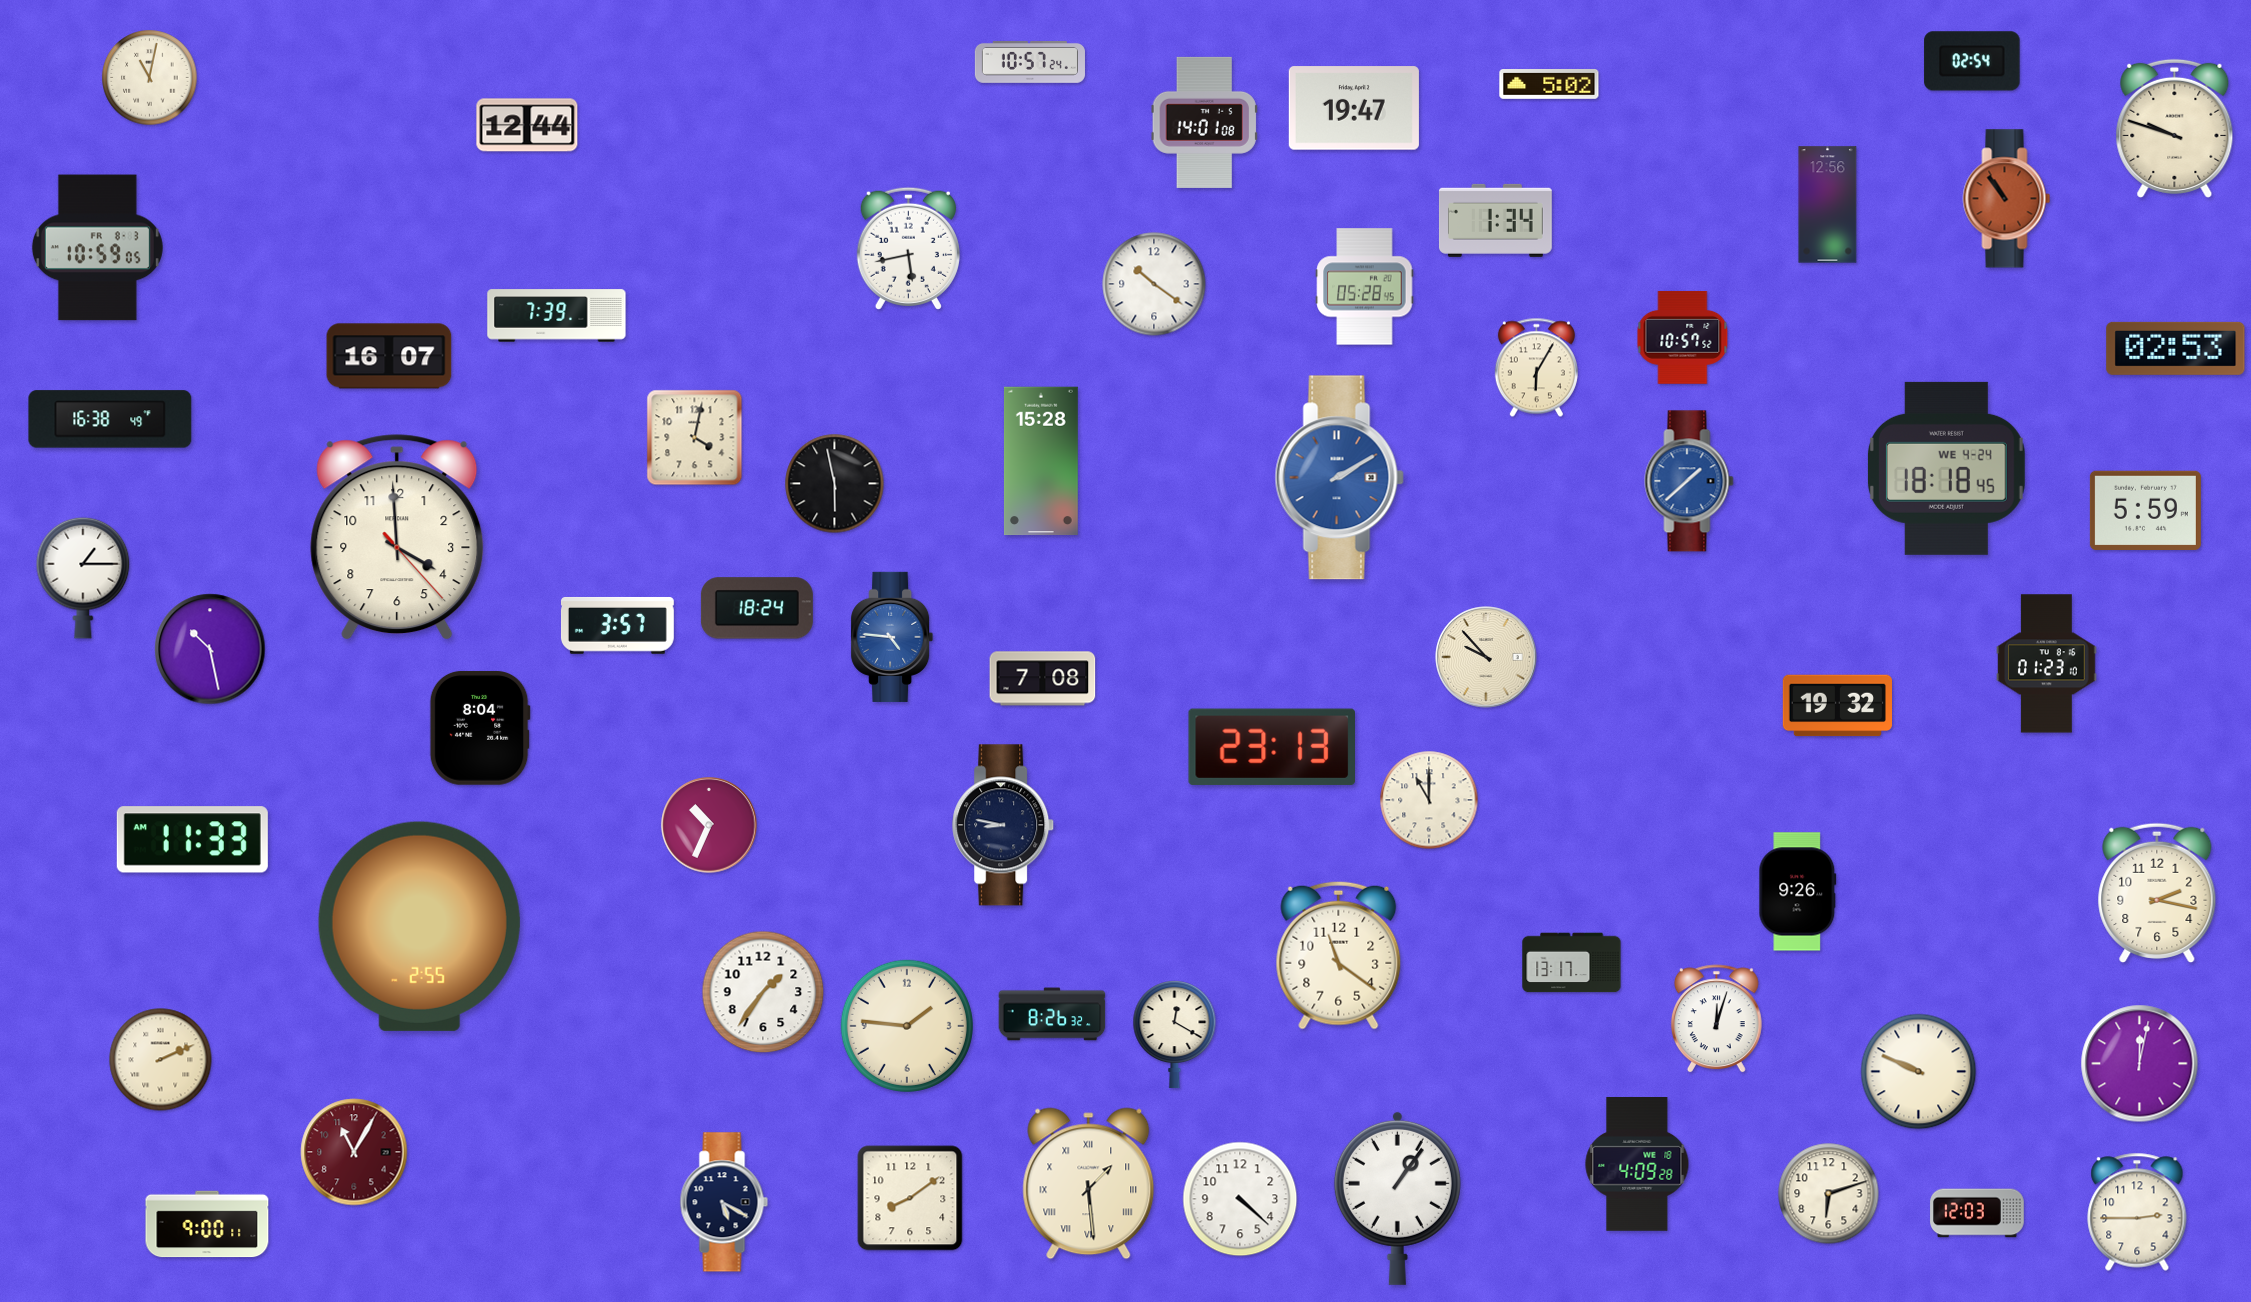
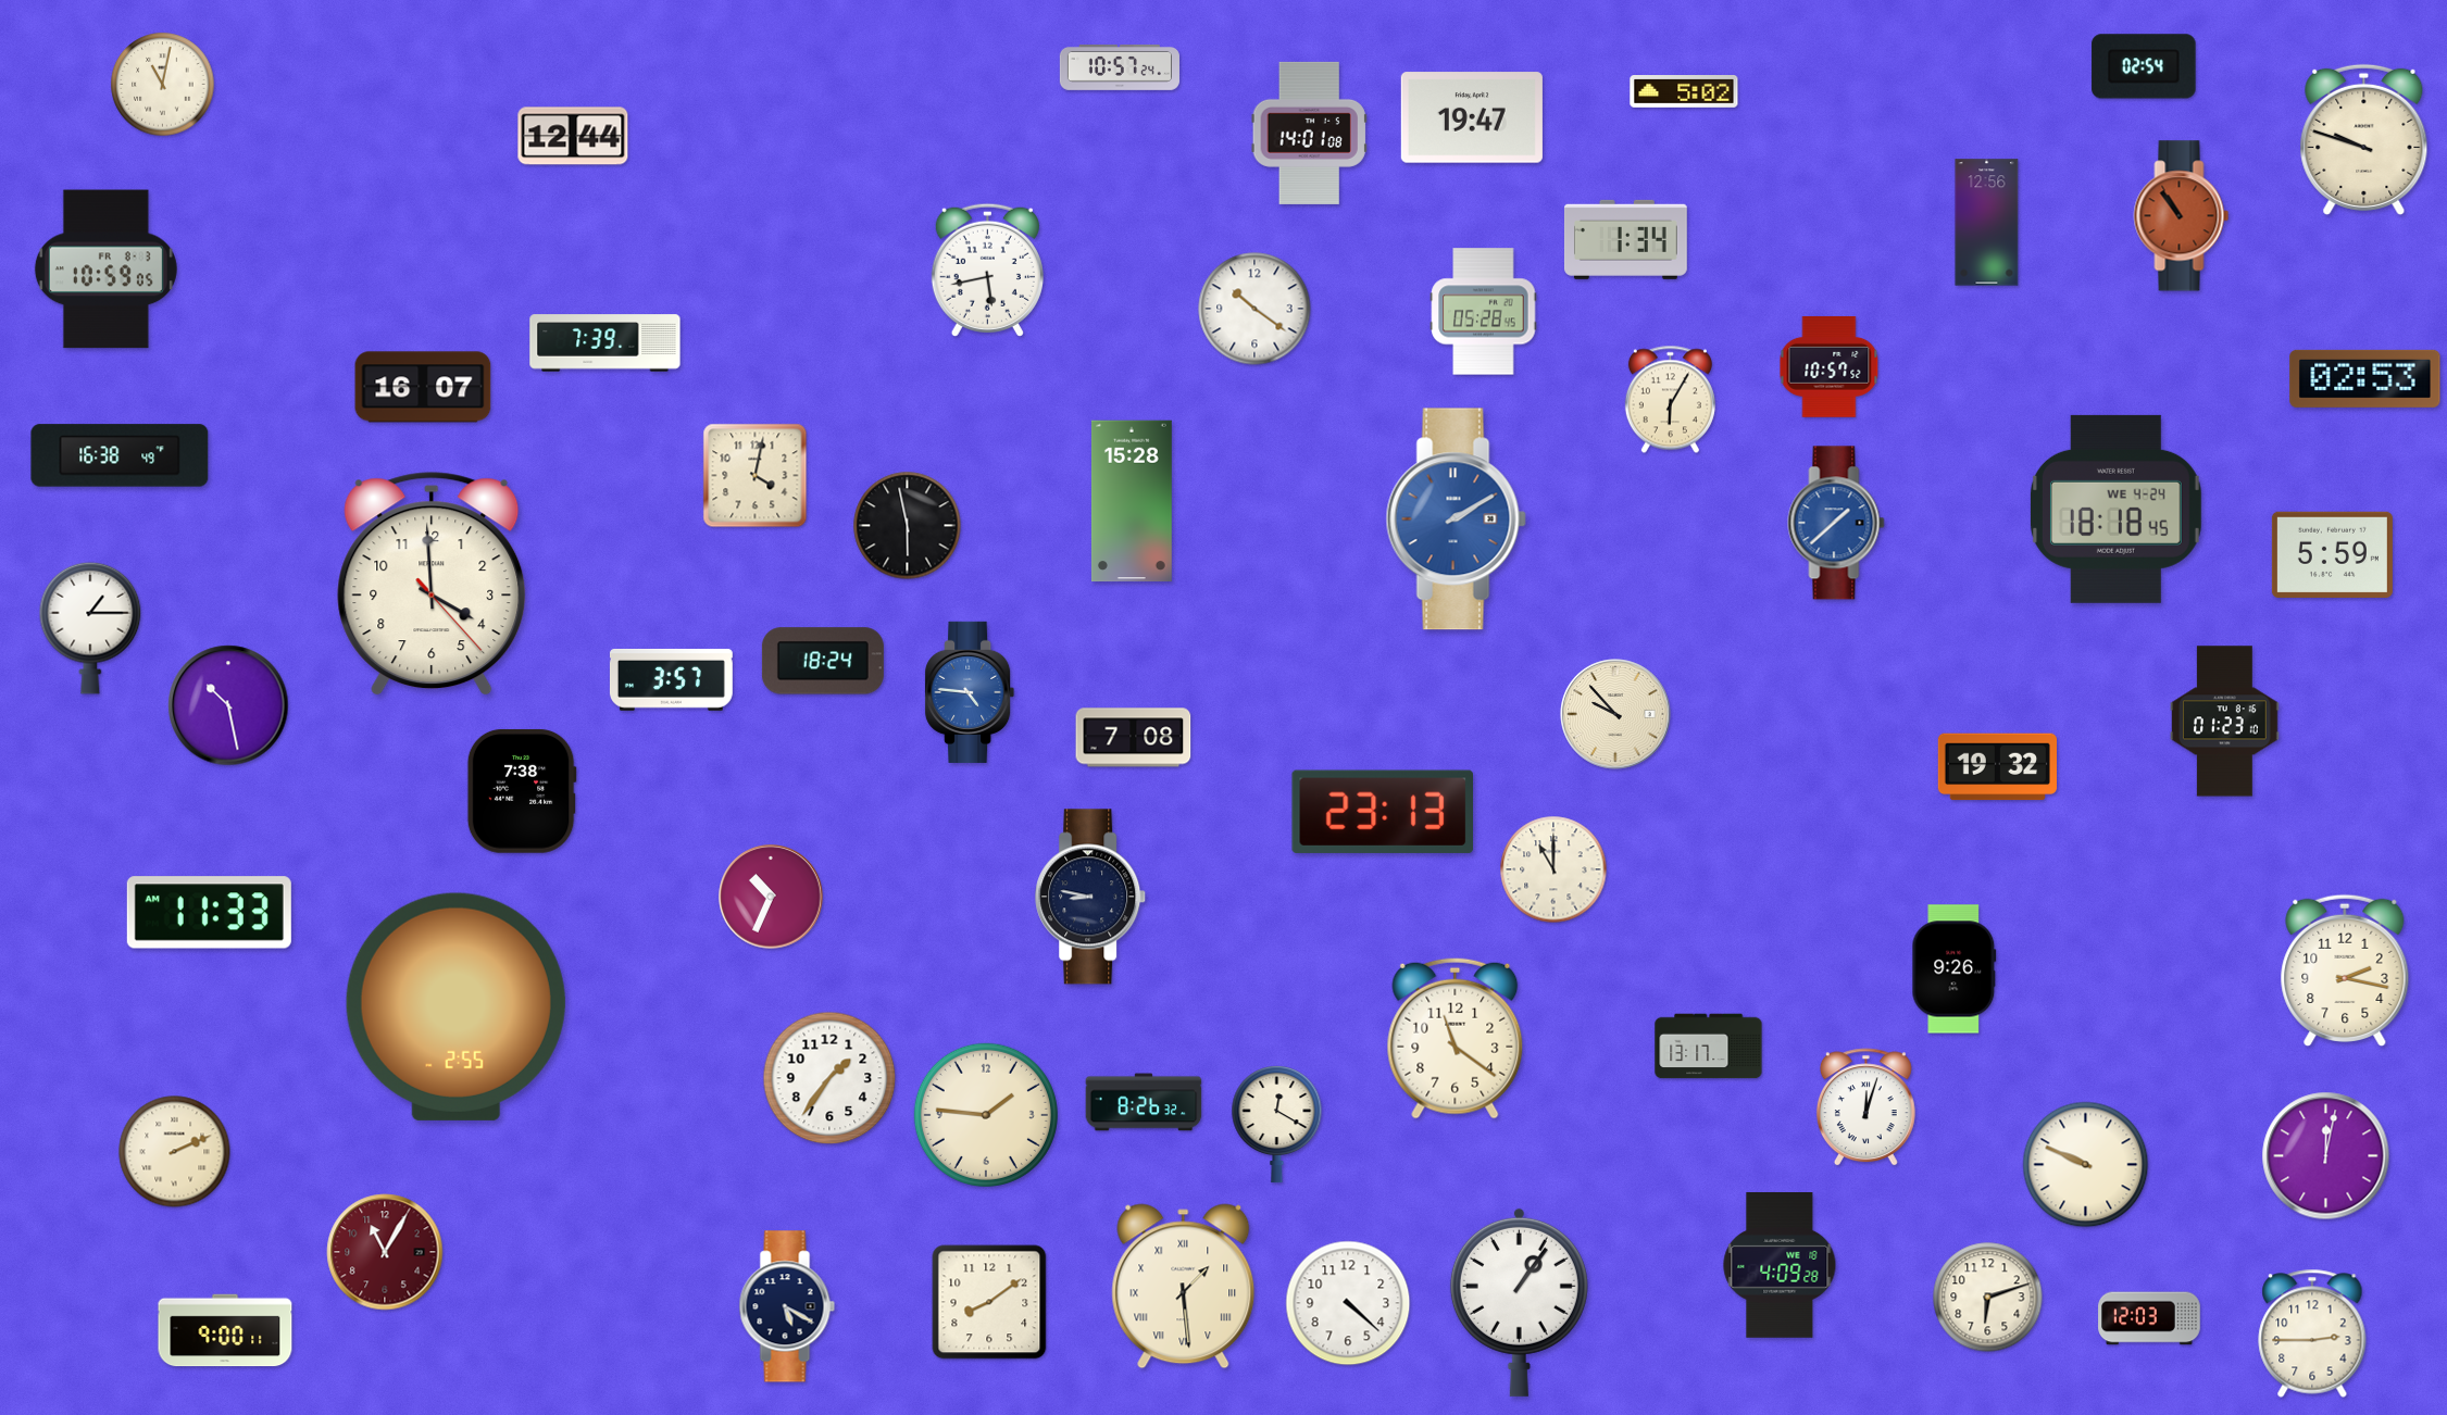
clock at (480, 728): 8:04 -> 7:38
clock at (2137, 1212) position: (2137, 1212) -> (2312, 1333)
